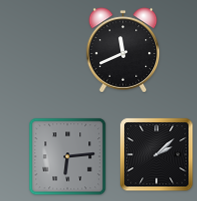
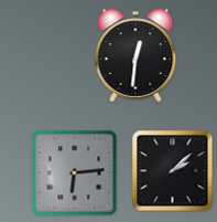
clock at (123, 50): 11:41 -> 12:31
